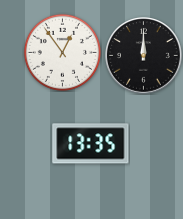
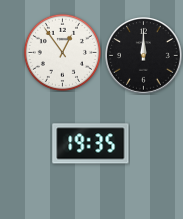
clock at (91, 144): 13:35 -> 19:35
